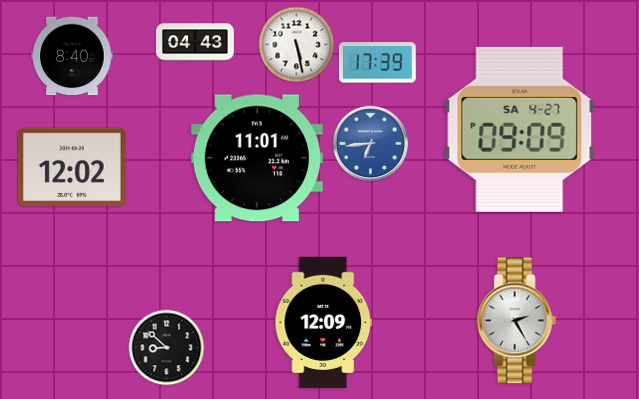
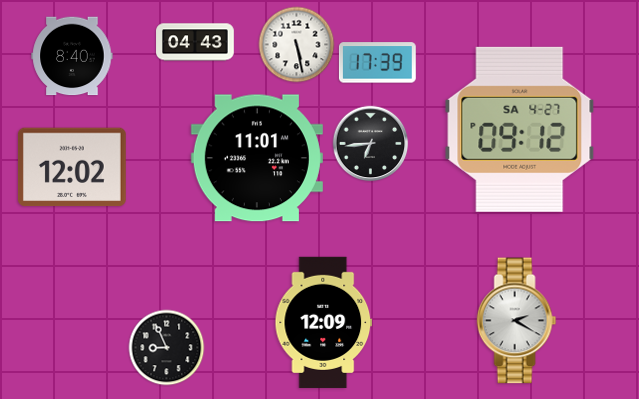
clock at (520, 129): 09:09 -> 09:12
clock at (371, 144) dial: blue -> black
clock at (517, 321): 2:25 -> 2:20
clock at (167, 348): 8:52 -> 8:56
